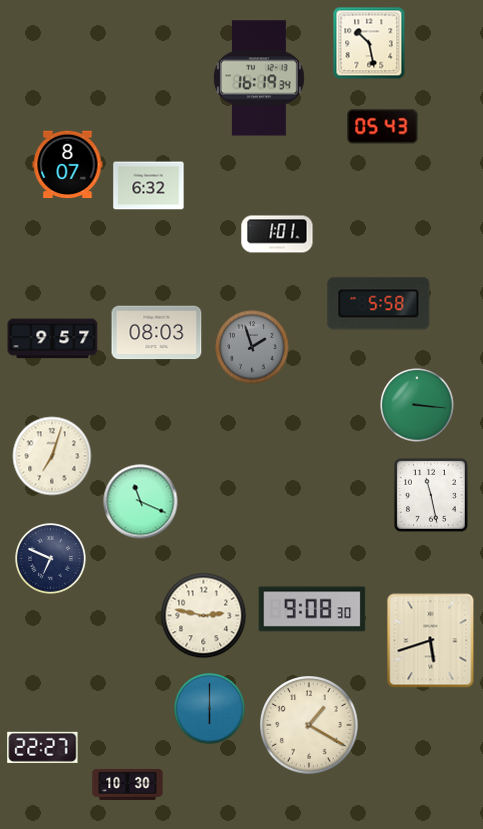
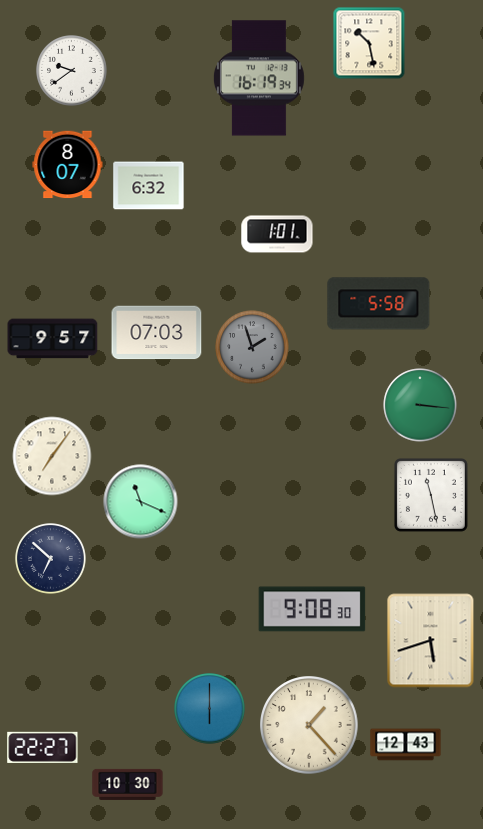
clock at (72, 71): none -> 9:39
clock at (383, 127): 05:43 -> none
clock at (157, 333): 08:03 -> 07:03
clock at (417, 405) position: (417, 405) -> (420, 405)
clock at (52, 456): 7:03 -> 7:06
clock at (51, 559): 6:49 -> 6:52
clock at (204, 616): 2:47 -> none
clock at (310, 726): 1:20 -> 1:23
clock at (406, 745): none -> 12:43
